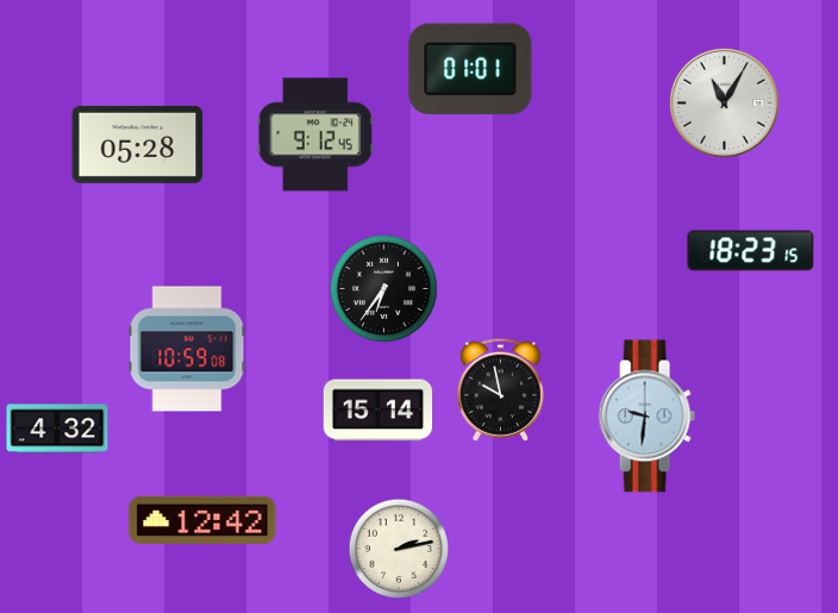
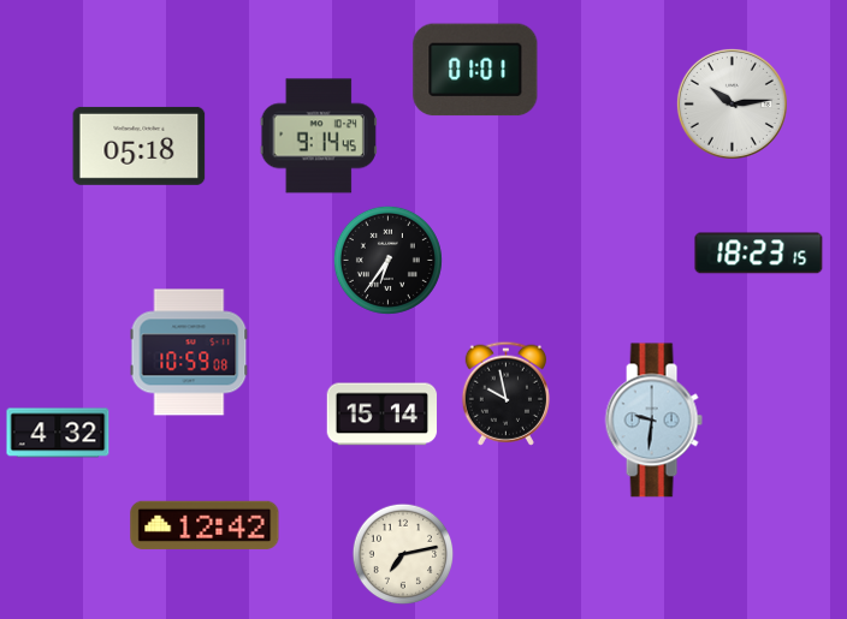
clock at (724, 102): 11:05 -> 10:14
clock at (315, 135): 9:12 -> 9:14
clock at (138, 144): 05:28 -> 05:18
clock at (383, 288) position: (383, 288) -> (387, 260)
clock at (399, 549): 2:13 -> 7:13
